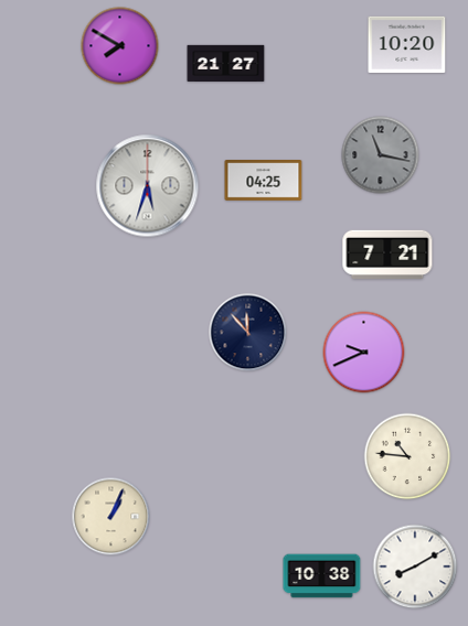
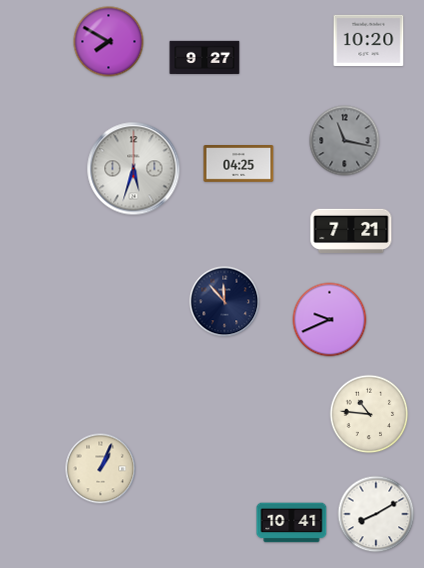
clock at (226, 64): 21:27 -> 9:27
clock at (322, 576): 10:38 -> 10:41
